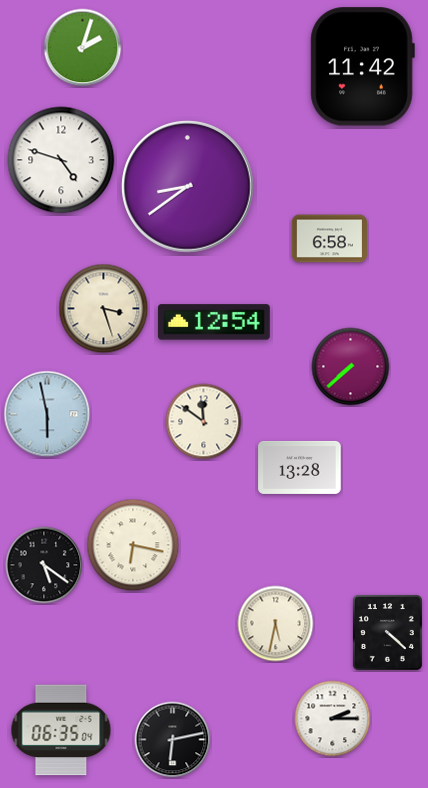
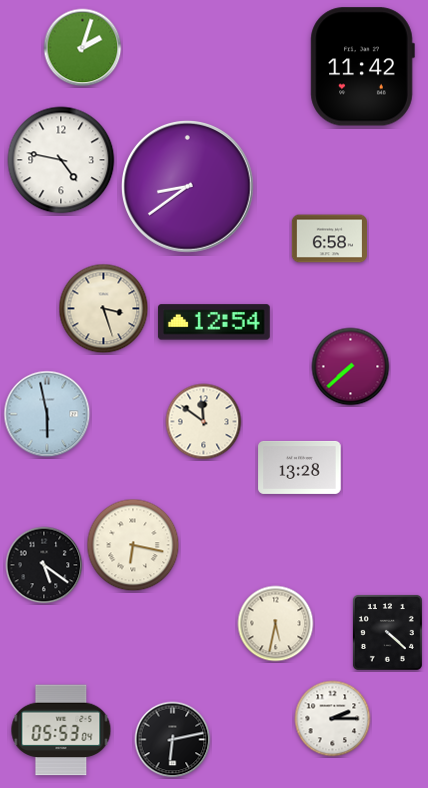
clock at (61, 160): 4:48 -> 4:47
clock at (61, 730): 06:35 -> 05:53
